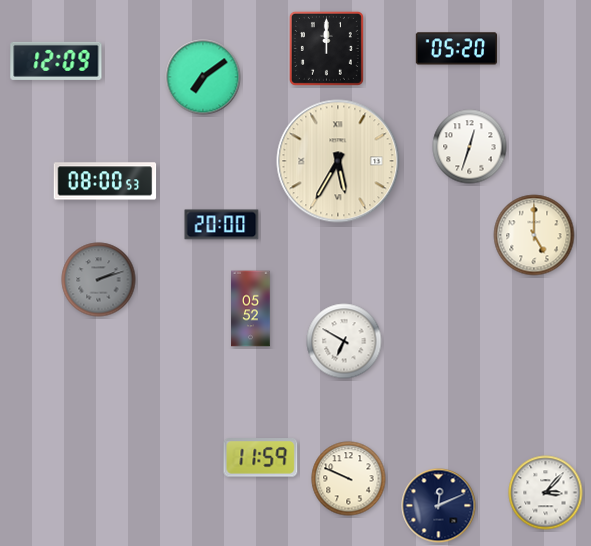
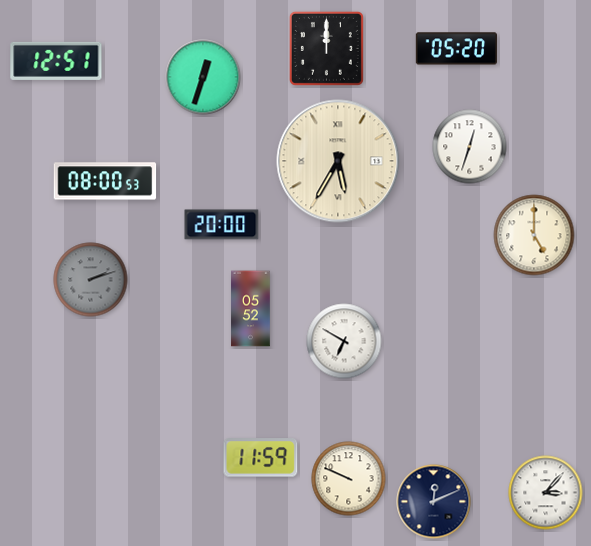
clock at (56, 61): 12:09 -> 12:51
clock at (203, 77): 7:09 -> 12:33
clock at (99, 280) position: (99, 280) -> (91, 280)
clock at (439, 506) position: (439, 506) -> (434, 502)
